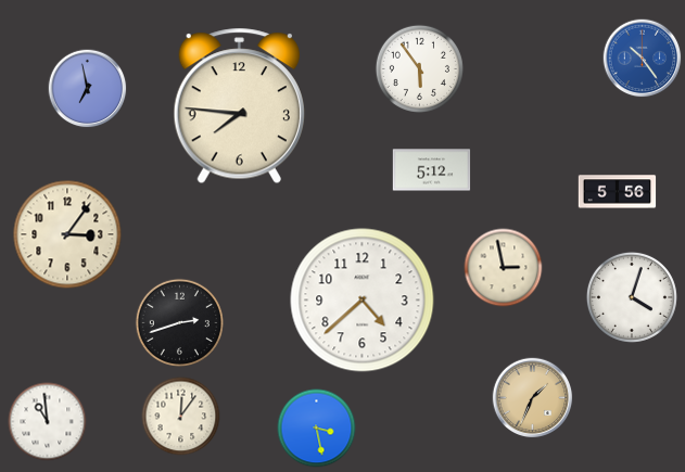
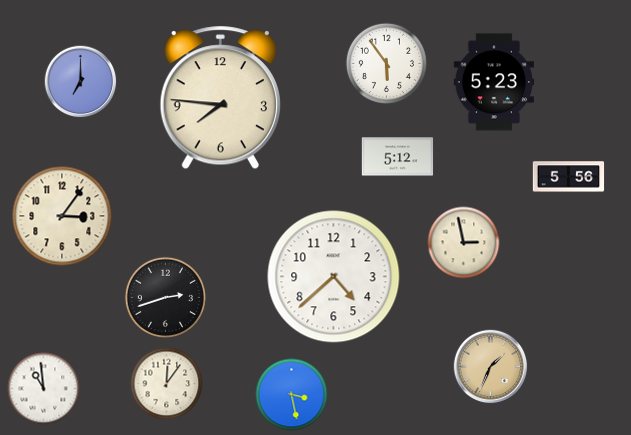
clock at (643, 59): 10:24 -> none
clock at (88, 89): 6:58 -> 7:00
clock at (493, 82): none -> 5:23
clock at (504, 268) position: (504, 268) -> (464, 243)
clock at (632, 297): 4:03 -> none
